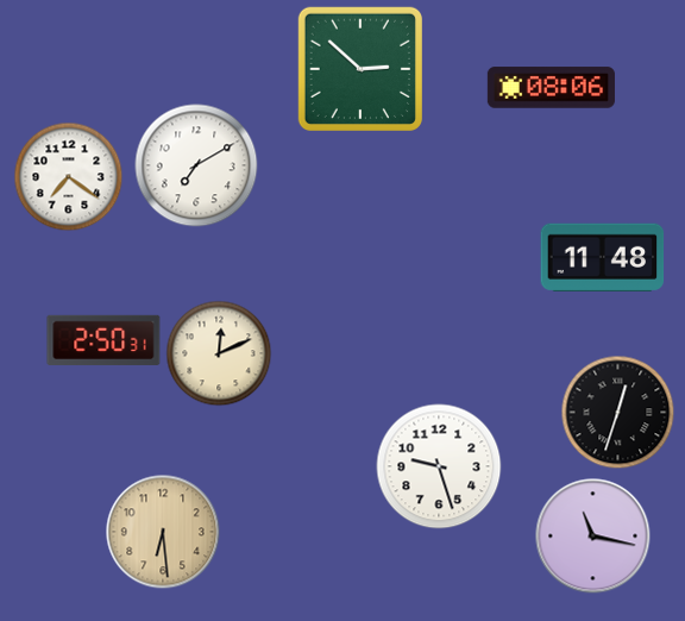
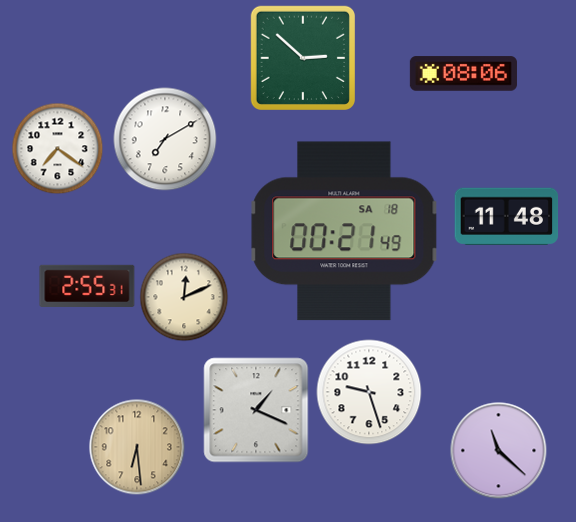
clock at (344, 231): none -> 00:21
clock at (103, 339): 2:50 -> 2:55
clock at (618, 413): 12:33 -> none
clock at (256, 410): none -> 1:19
clock at (593, 537): 11:17 -> 11:22
